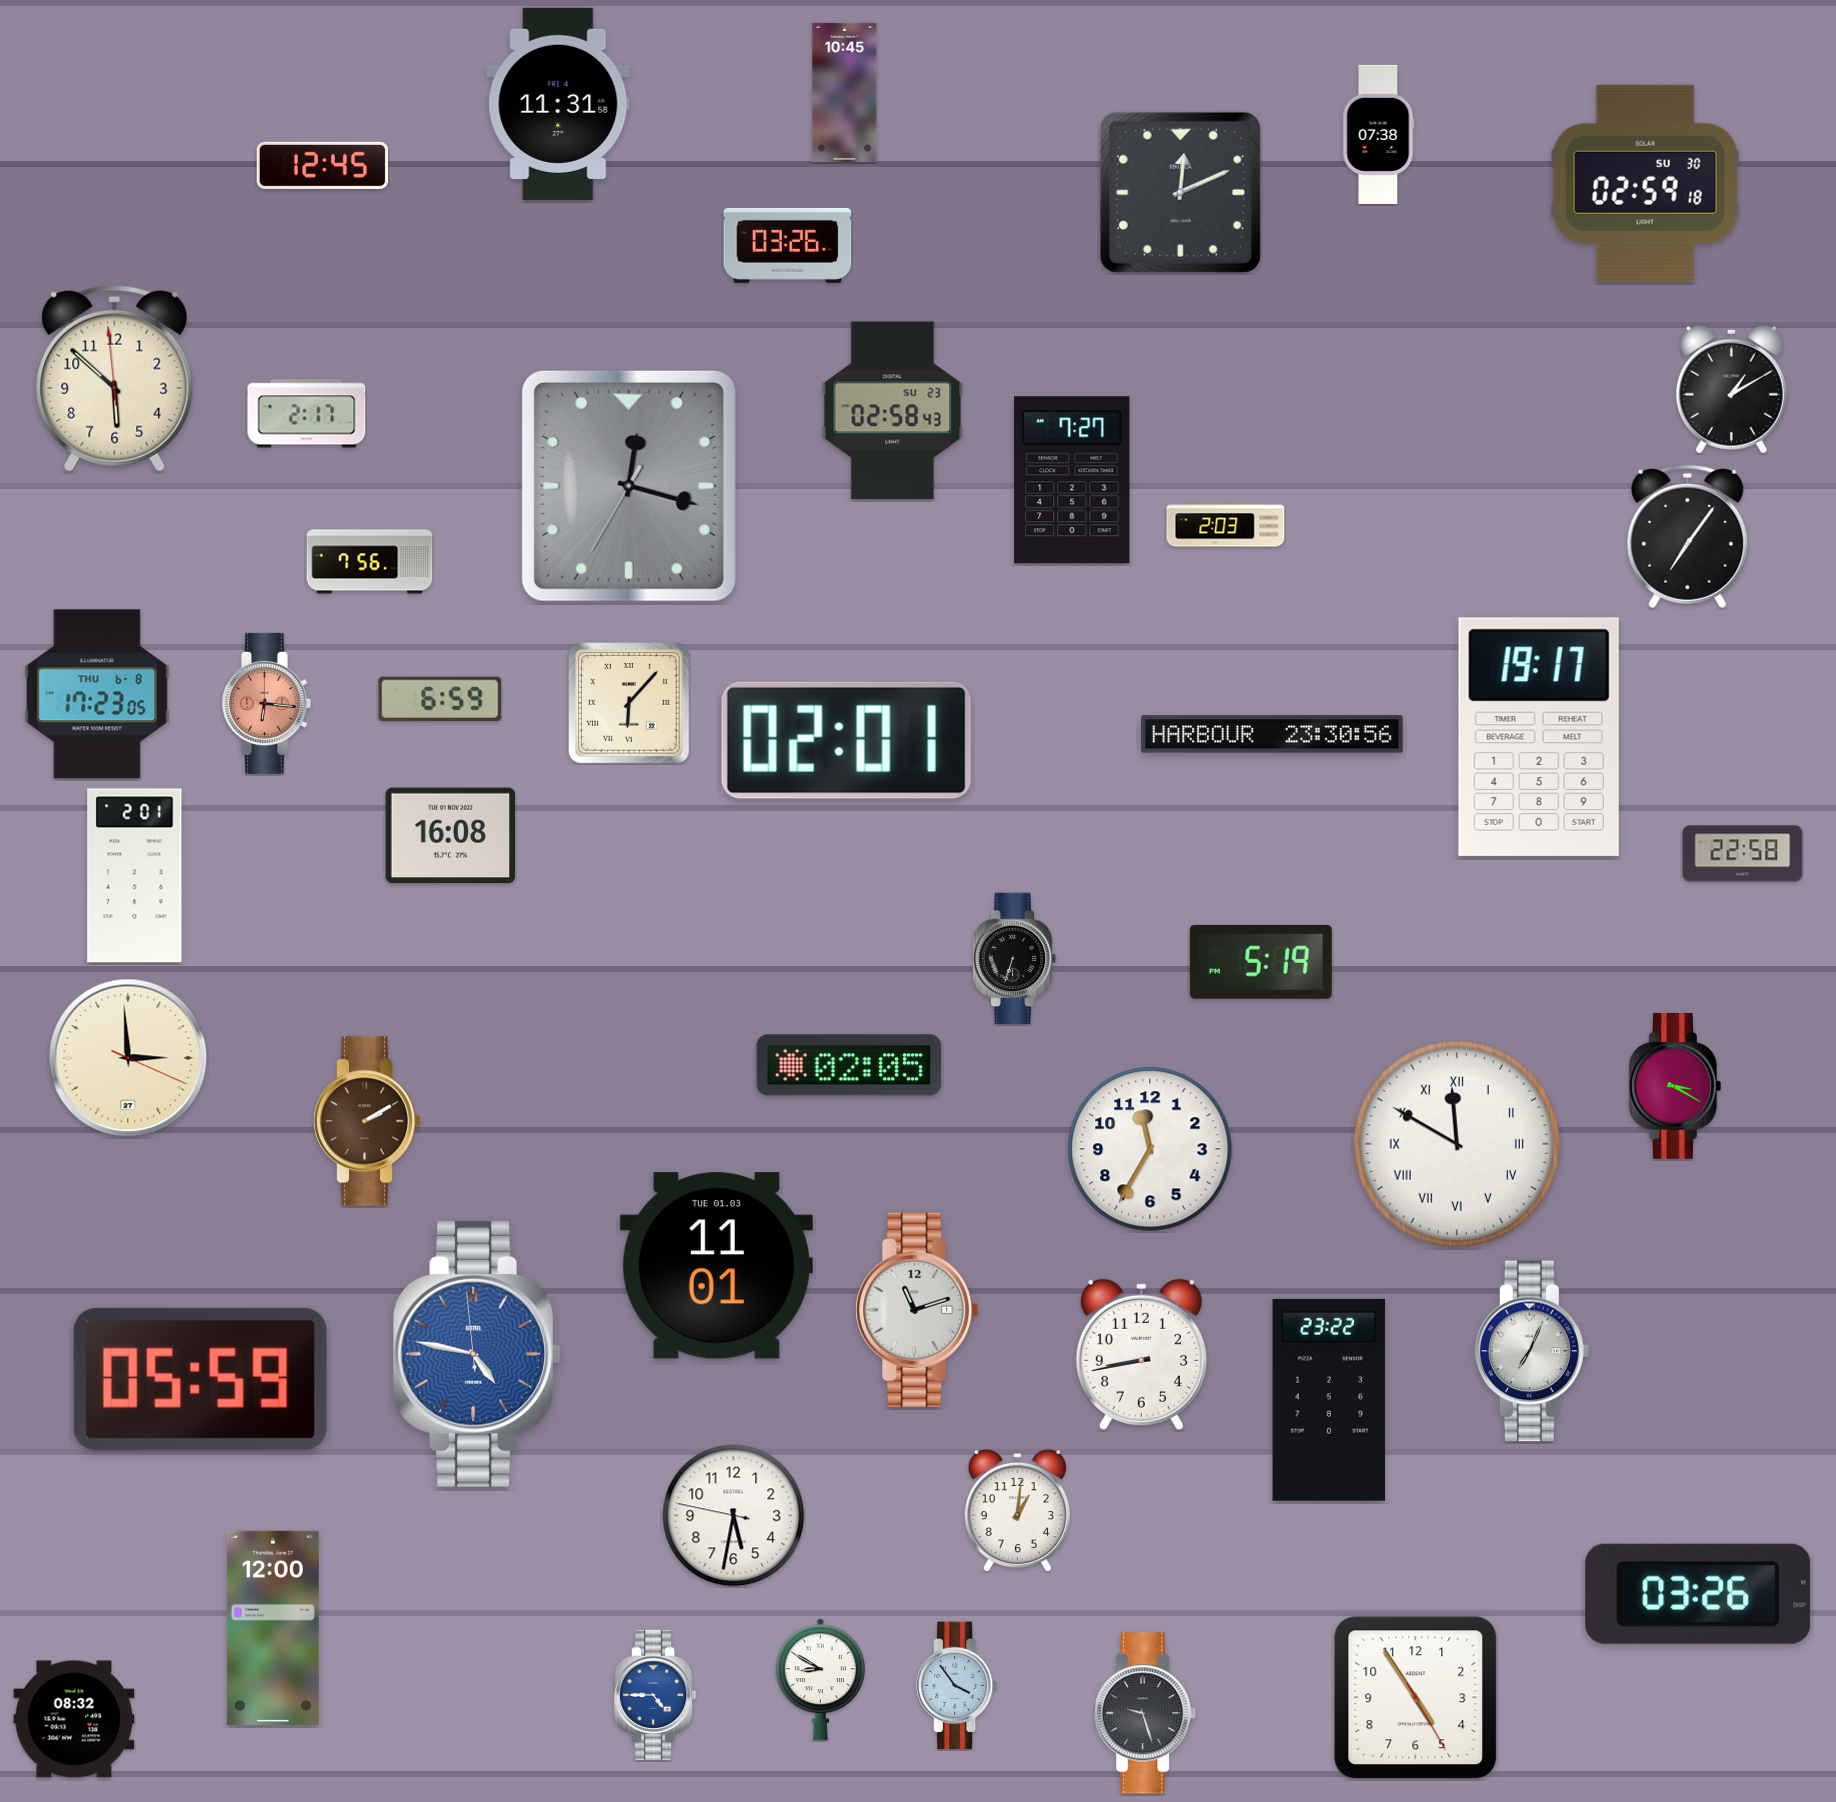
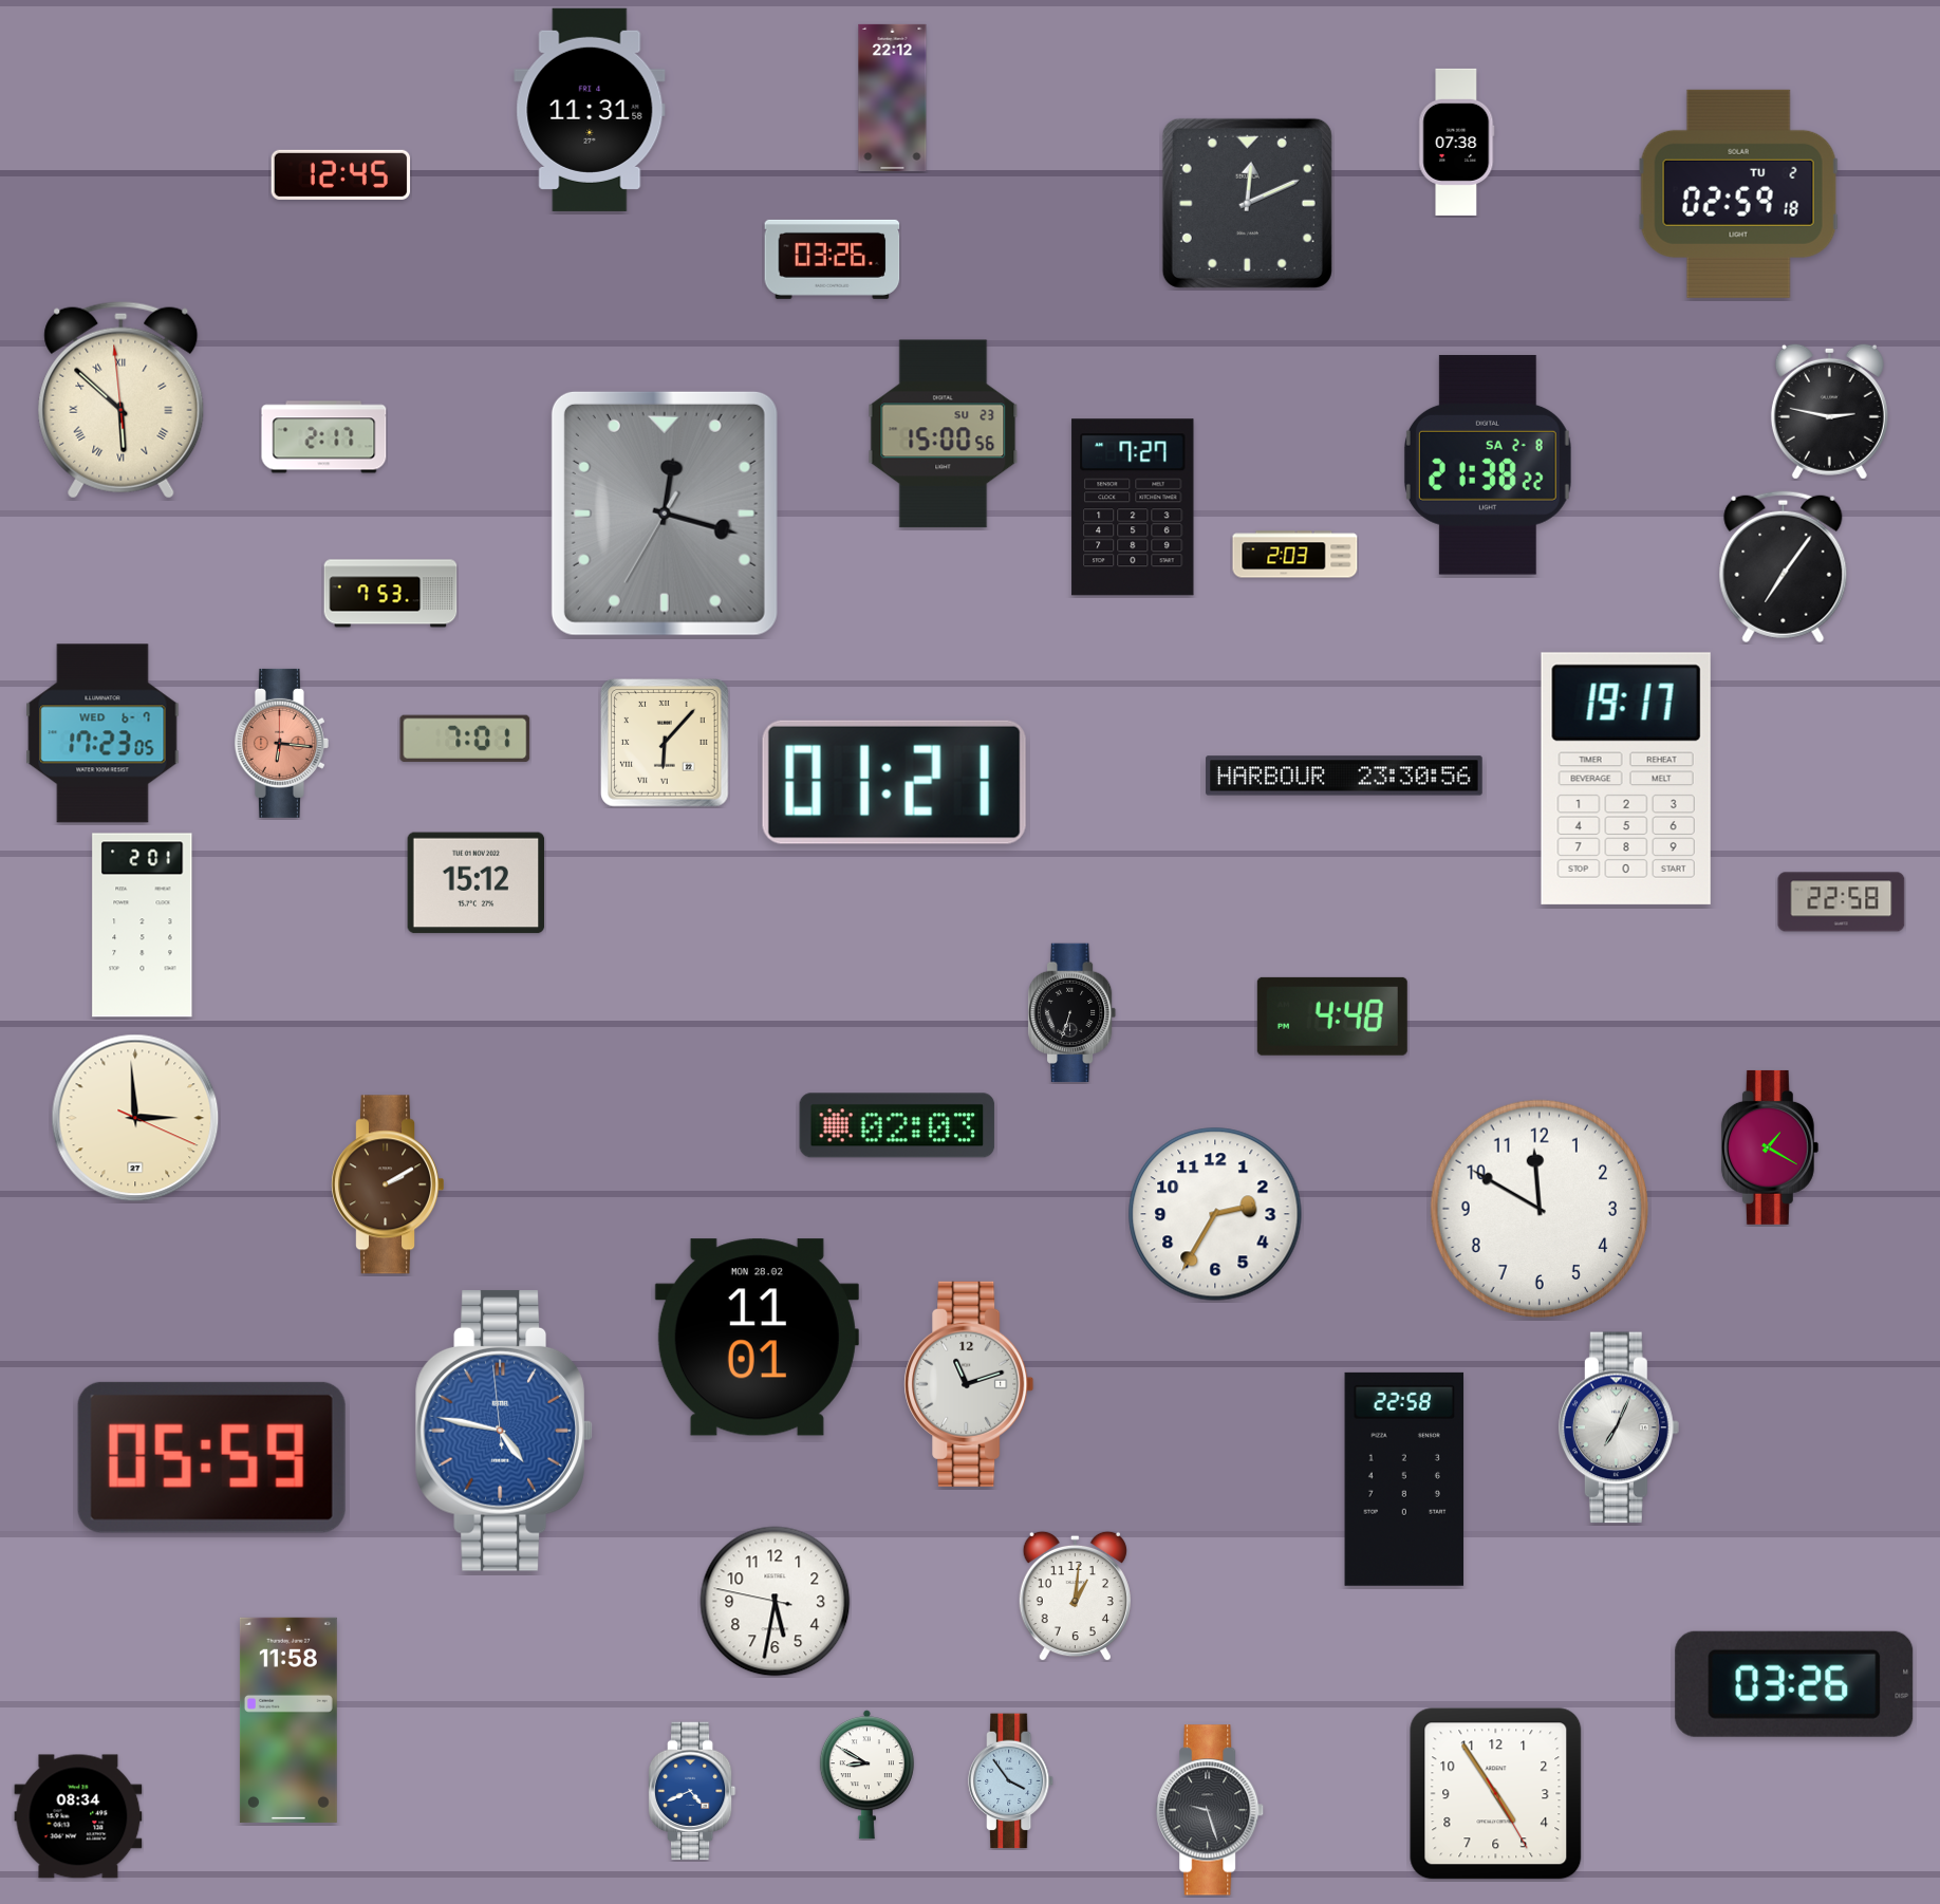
clock at (845, 92): 10:45 -> 22:12
clock at (1645, 183) date: SU 30 -> TU 2
clock at (115, 378) numerals: Arabic -> Roman
clock at (1731, 389): 1:10 -> 2:47
clock at (893, 411): 02:58 -> 15:00
clock at (1488, 465): none -> 21:38
clock at (370, 562): 7:56 -> 7:53
clock at (97, 694) date: THU 6-8 -> WED 6-7
clock at (440, 699): 6:59 -> 7:01
clock at (846, 740): 02:01 -> 01:21
clock at (451, 836): 16:08 -> 15:12
clock at (1261, 962): 5:19 -> 4:48
clock at (849, 1065): 02:05 -> 02:03
clock at (1675, 1086): 3:20 -> 1:20
clock at (1457, 1144) numerals: Roman -> Arabic
clock at (1150, 1149): 11:35 -> 2:35
clock at (716, 1266) date: TUE 01.03 -> MON 28.02
clock at (1141, 1354): 8:43 -> none
clock at (1329, 1400): 23:22 -> 22:58
clock at (273, 1628): 12:00 -> 11:58
clock at (655, 1695): 4:45 -> 4:41
clock at (74, 1719): 08:32 -> 08:34
